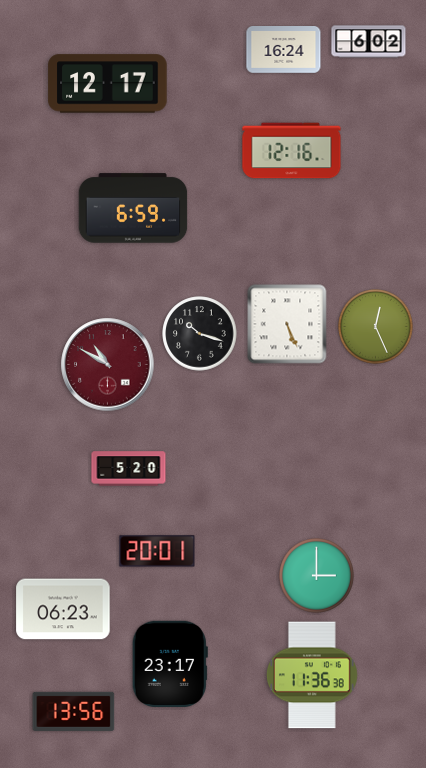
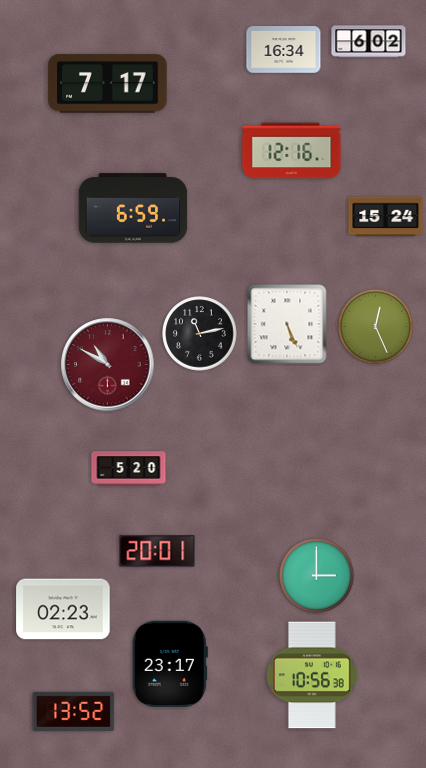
clock at (284, 50): 16:24 -> 16:34
clock at (108, 84): 12:17 -> 7:17
clock at (386, 217): none -> 15:24
clock at (200, 334): 10:18 -> 11:13
clock at (63, 609): 06:23 -> 02:23
clock at (313, 675): 11:36 -> 10:56
clock at (74, 711): 13:56 -> 13:52
